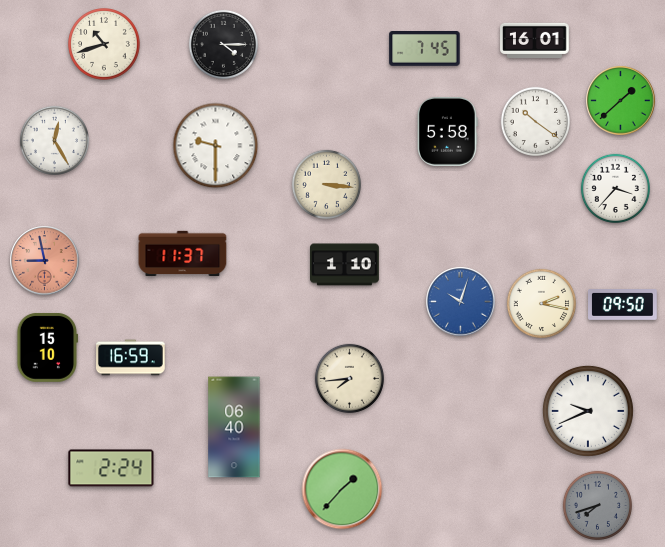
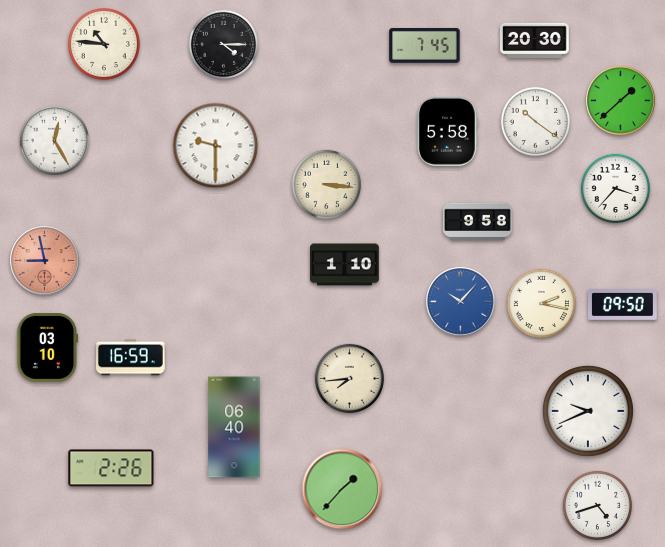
clock at (535, 40): 16:01 -> 20:30
clock at (105, 45): 10:42 -> 10:46
clock at (425, 49) position: (425, 49) -> (425, 46)
clock at (478, 221): none -> 9:58
clock at (183, 254): 11:37 -> none
clock at (461, 302): 10:03 -> 10:07
clock at (48, 348): 15:10 -> 03:10
clock at (111, 468): 2:24 -> 2:26
clock at (597, 505): 7:42 -> 4:42
clock at (597, 505) dial: grey -> white
